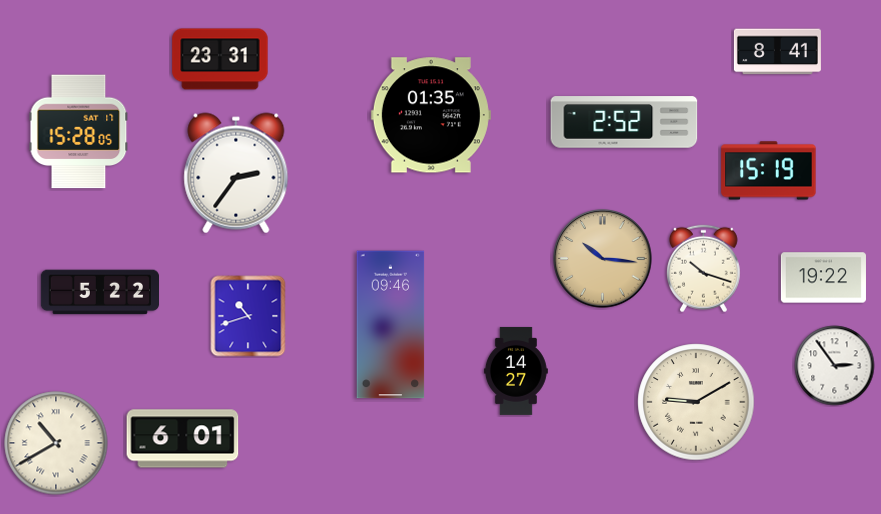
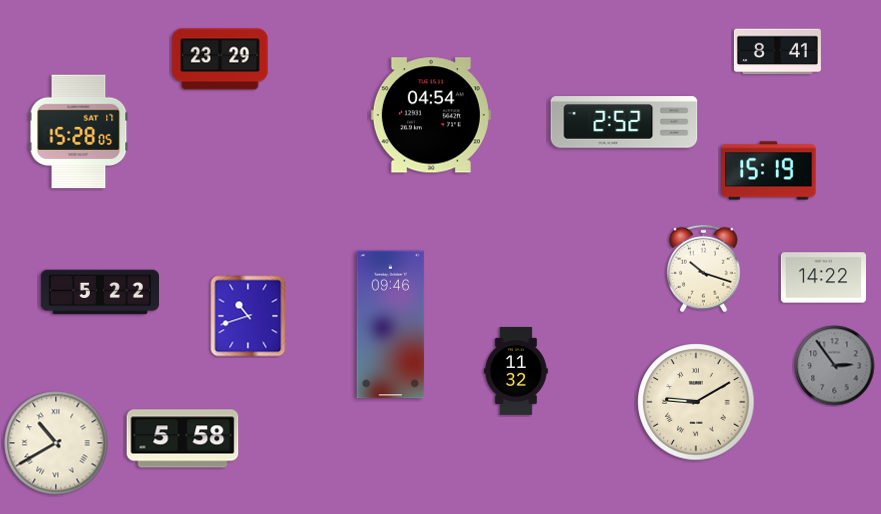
clock at (220, 59): 23:31 -> 23:29
clock at (431, 115): 01:35 -> 04:54
clock at (236, 173): 2:36 -> none
clock at (603, 259): 10:16 -> none
clock at (823, 278): 19:22 -> 14:22
clock at (835, 366) dial: white -> grey
clock at (516, 371): 14:27 -> 11:32
clock at (183, 439): 6:01 -> 5:58
